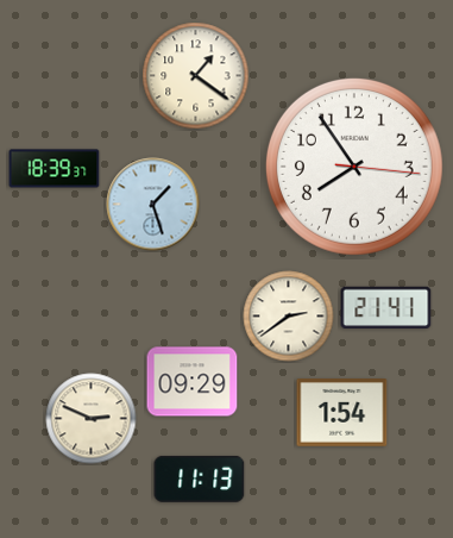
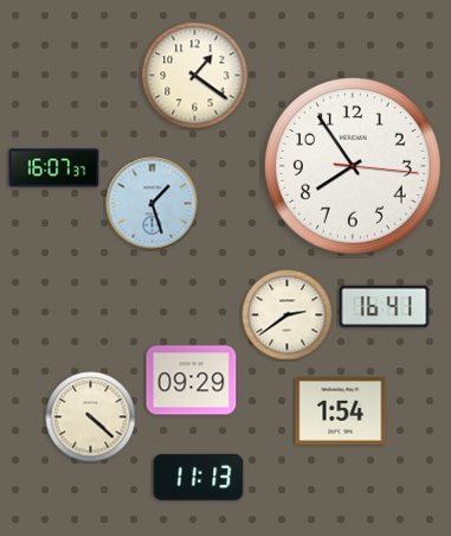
clock at (55, 169): 18:39 -> 16:07
clock at (386, 308): 21:41 -> 16:41
clock at (92, 419): 2:49 -> 4:22
